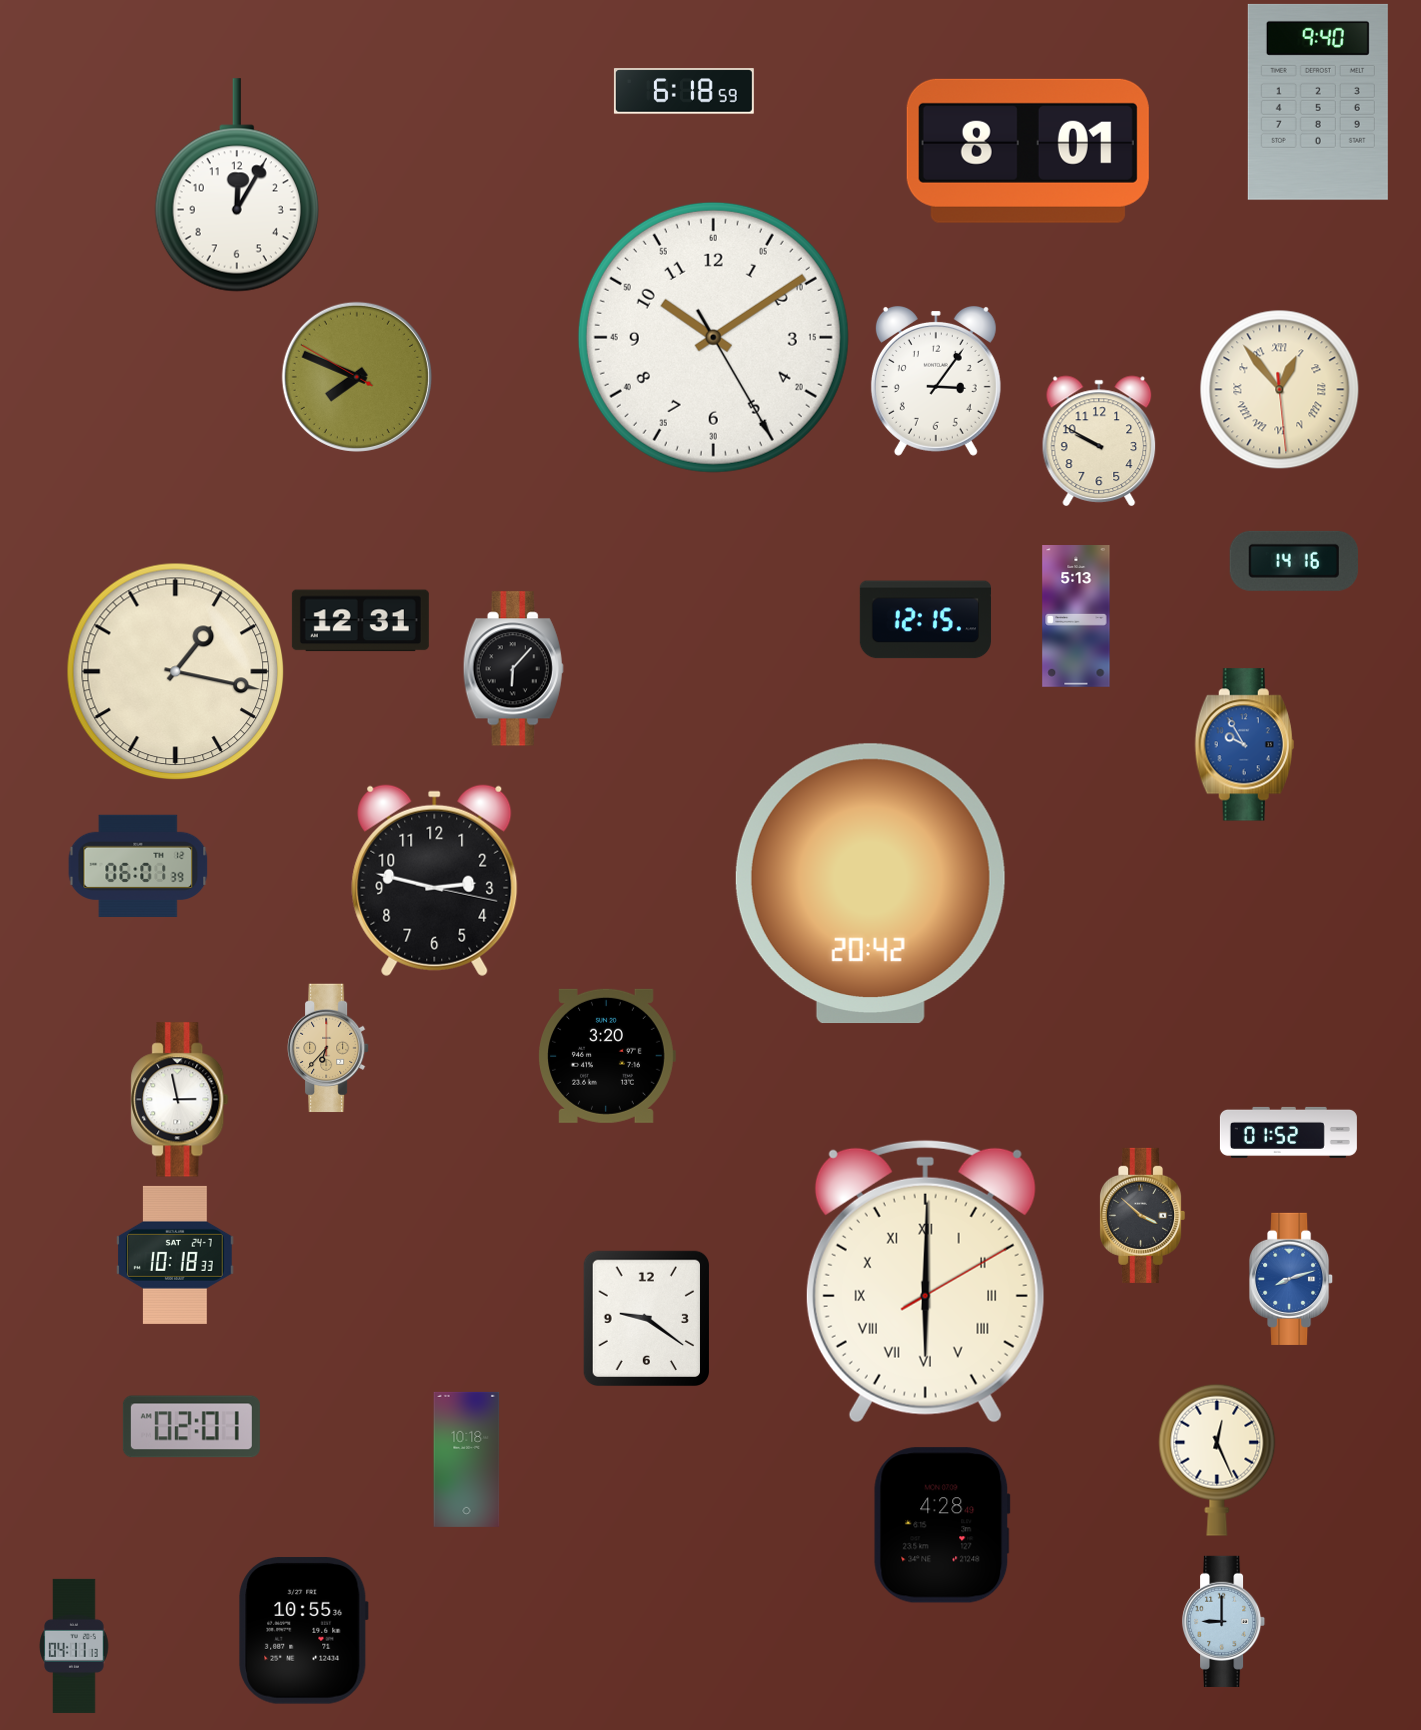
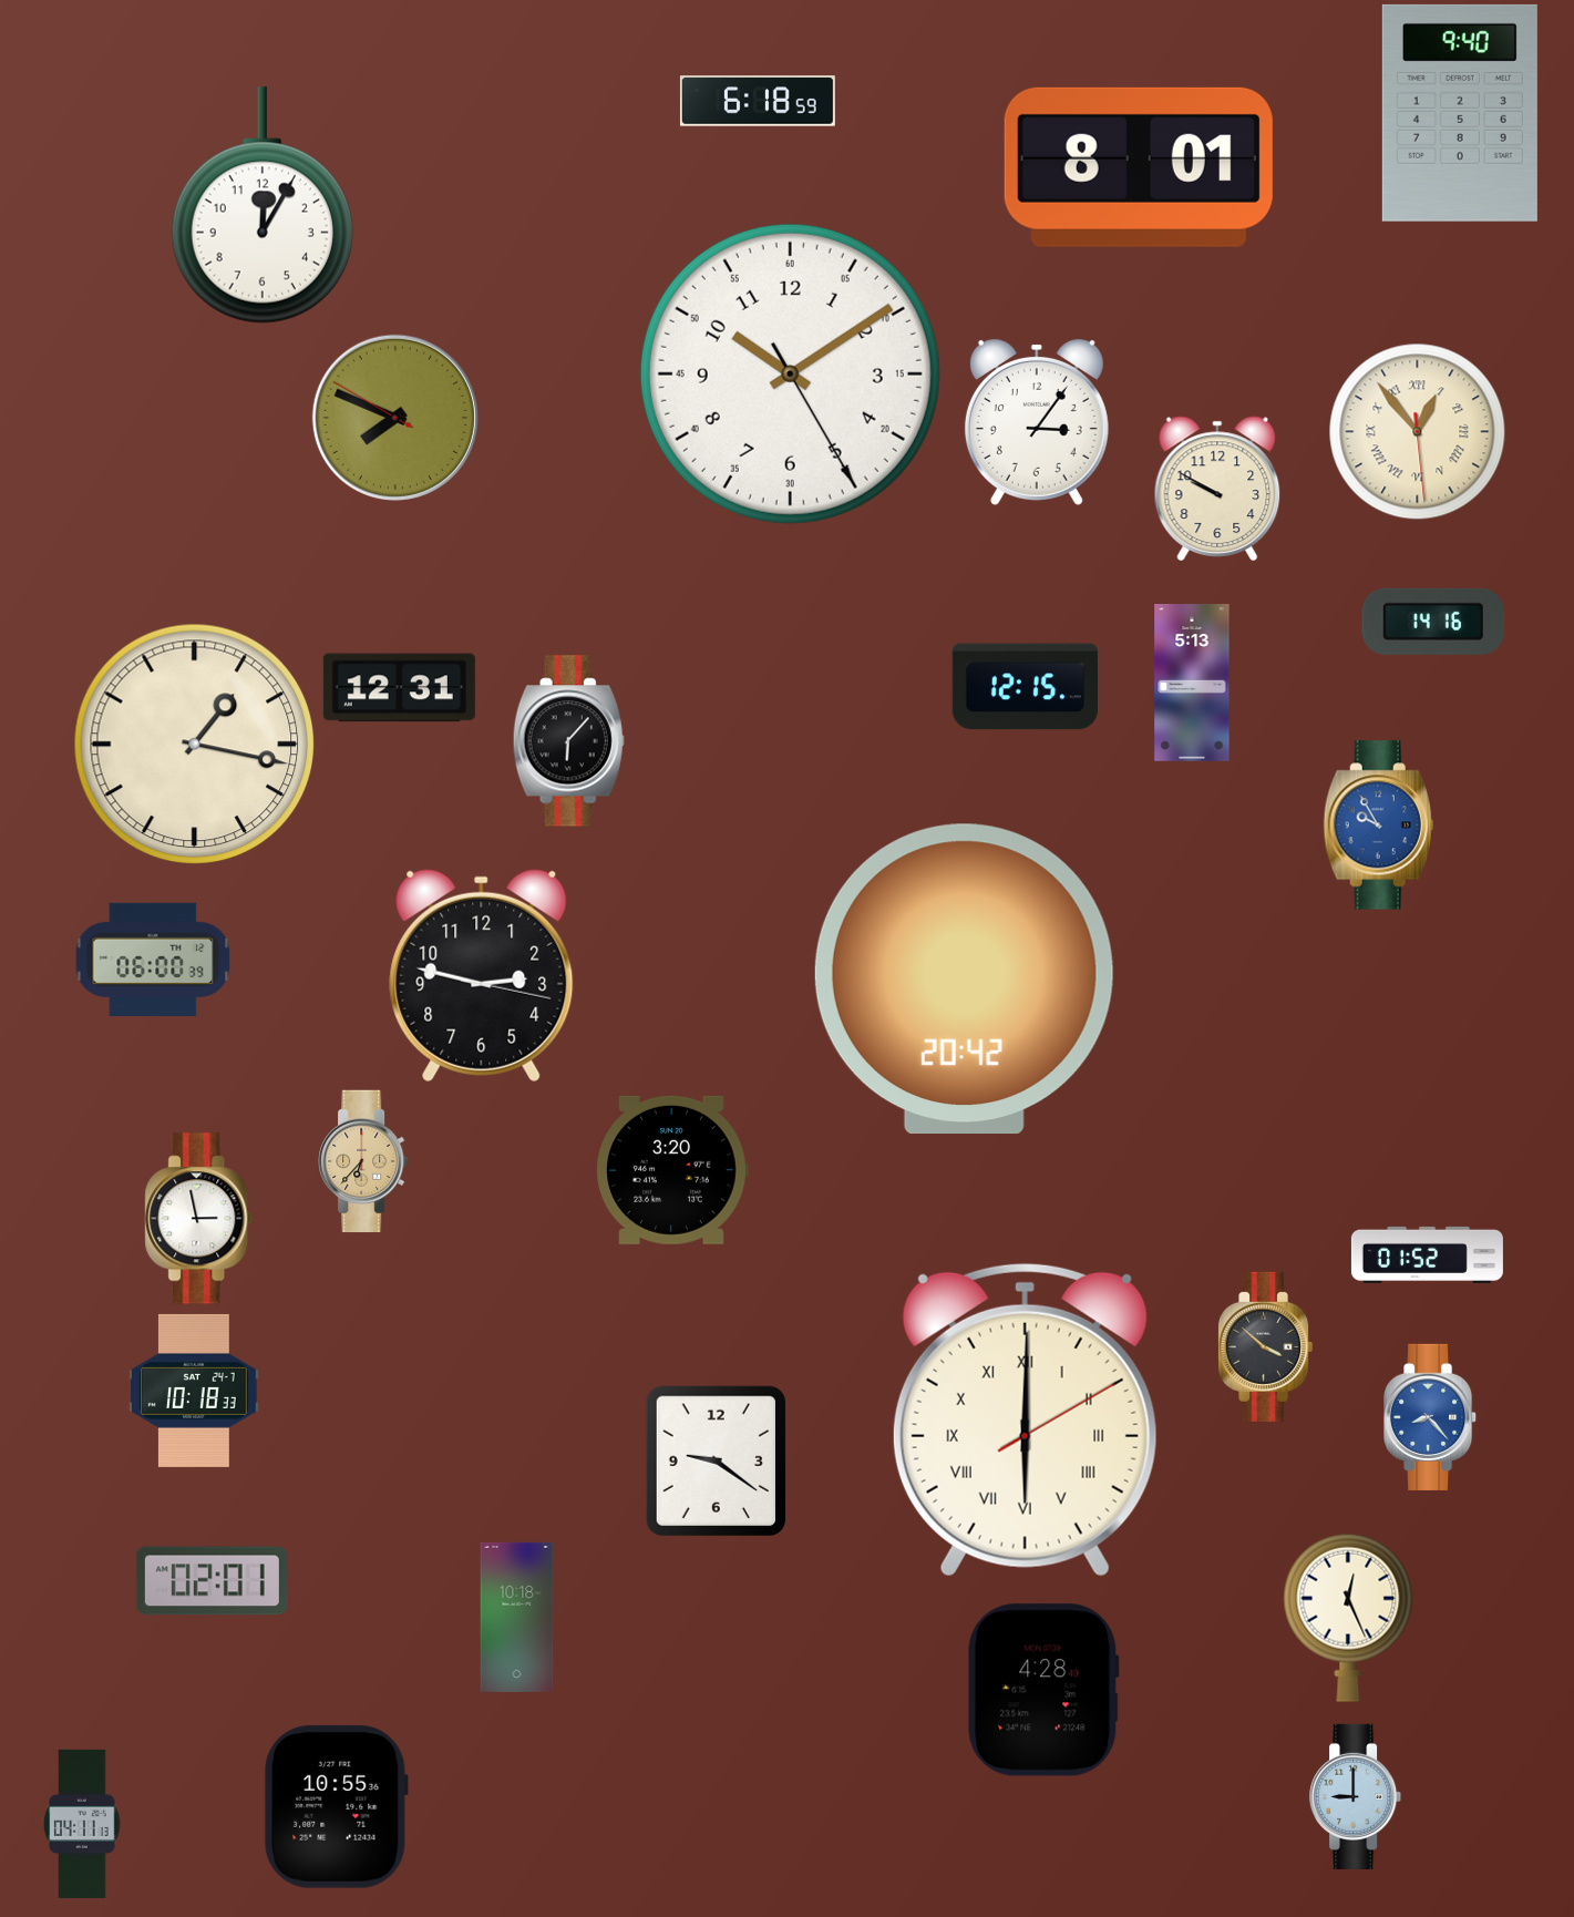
clock at (138, 865): 06:01 -> 06:00
clock at (1292, 1279): 8:12 -> 8:23
